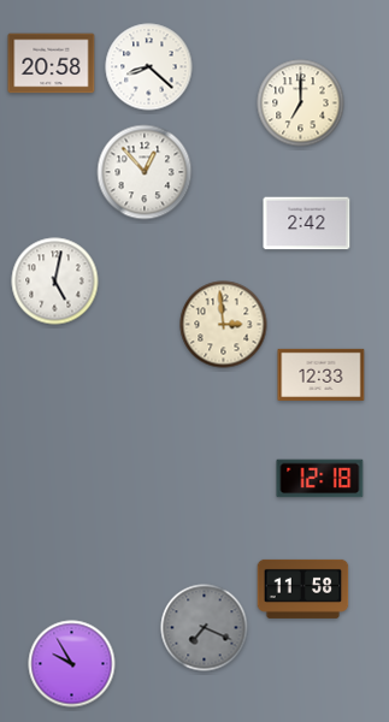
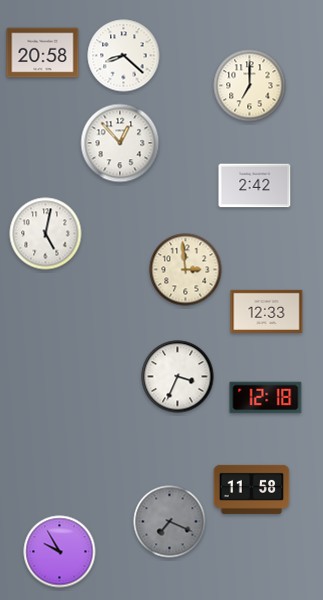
clock at (178, 377): none -> 3:34
